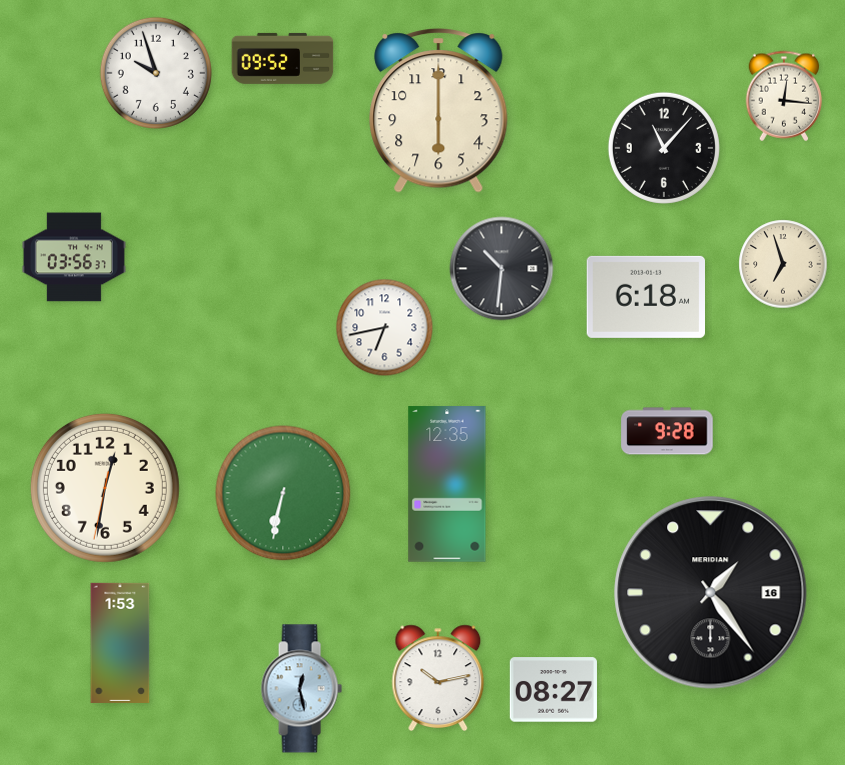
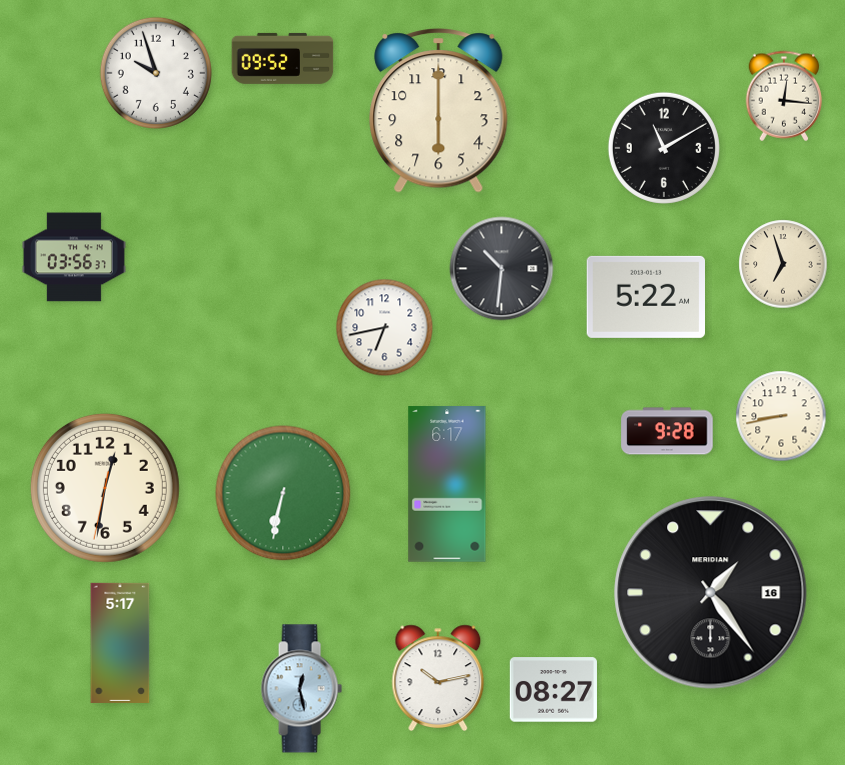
clock at (664, 148): 11:07 -> 11:10
clock at (646, 297): 6:18 -> 5:22
clock at (781, 416): none -> 8:43
clock at (447, 484): 12:35 -> 6:17
clock at (120, 643): 1:53 -> 5:17
